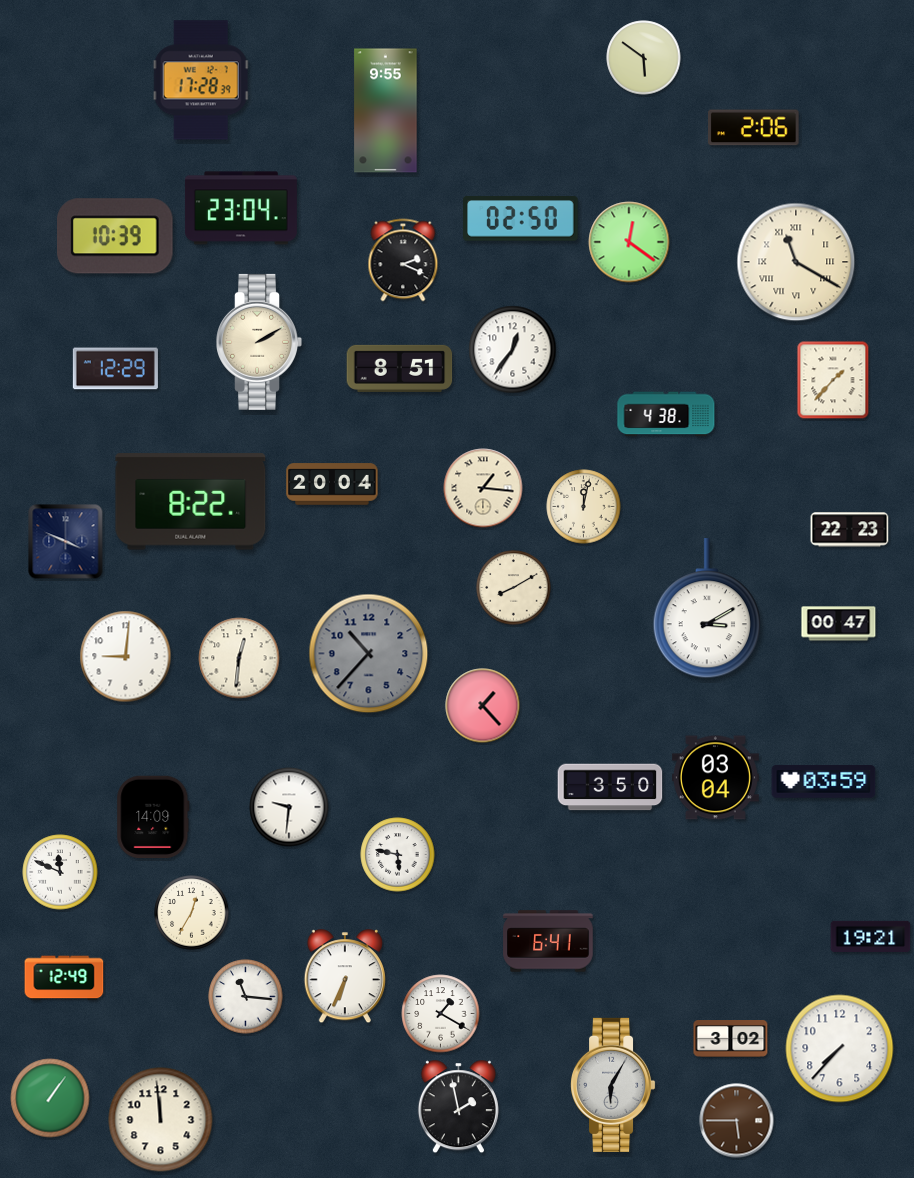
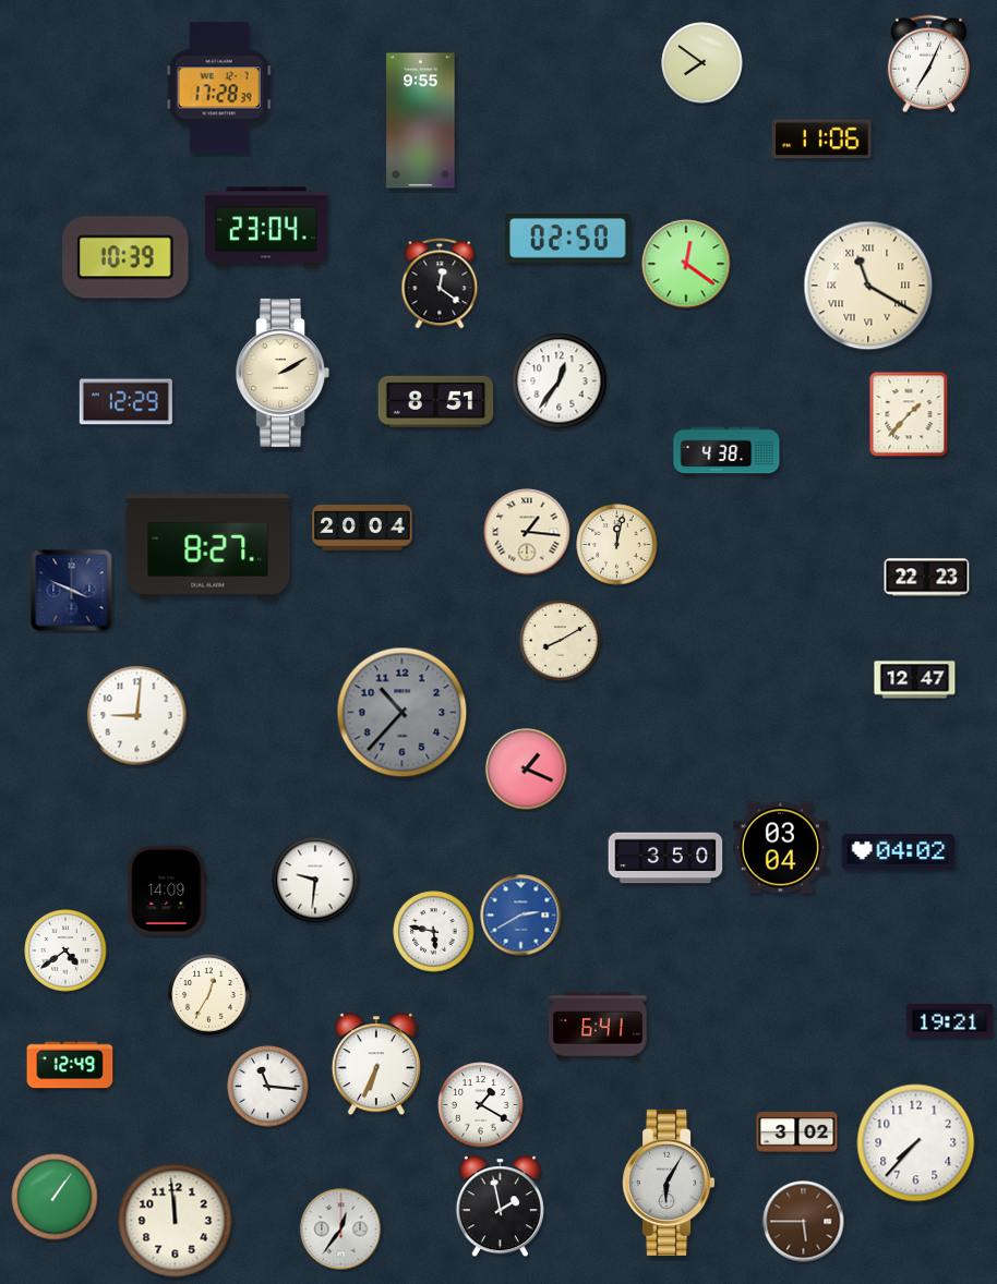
clock at (644, 58): 5:51 -> 7:51
clock at (928, 64): none -> 7:04
clock at (754, 128): 2:06 -> 11:06
clock at (241, 208) position: (241, 208) -> (266, 227)
clock at (403, 260): 2:19 -> 12:21
clock at (191, 502): 8:22 -> 8:27
clock at (584, 507) position: (584, 507) -> (617, 545)
clock at (707, 609): 3:10 -> none
clock at (839, 624): 00:47 -> 12:47
clock at (239, 658): 12:31 -> none
clock at (483, 706): 1:23 -> 1:19
clock at (824, 782): 03:59 -> 04:02
clock at (521, 916): none -> 2:40
clock at (60, 872): 11:49 -> 4:39
clock at (341, 1230): none -> 12:36
